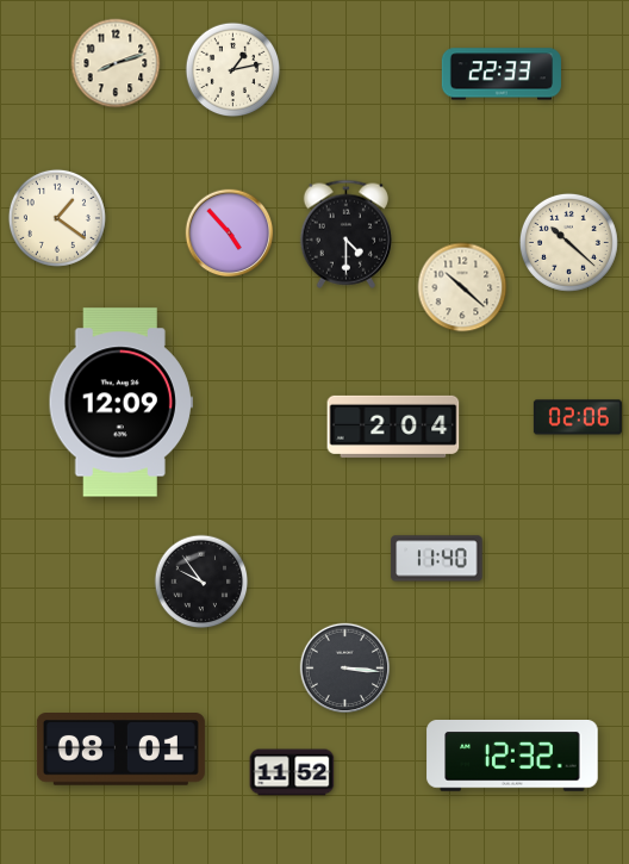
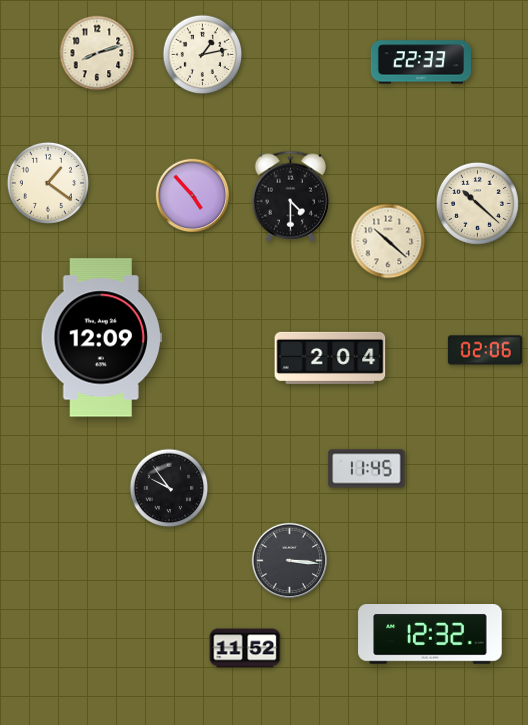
clock at (233, 70) position: (233, 70) -> (203, 55)
clock at (437, 559): 11:40 -> 11:45
clock at (120, 750): 08:01 -> none
